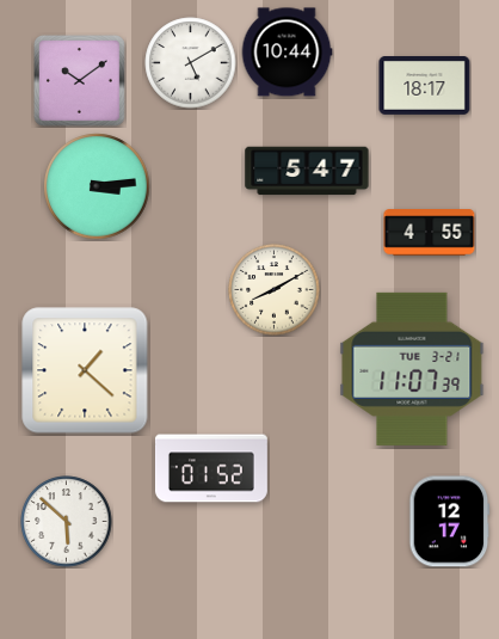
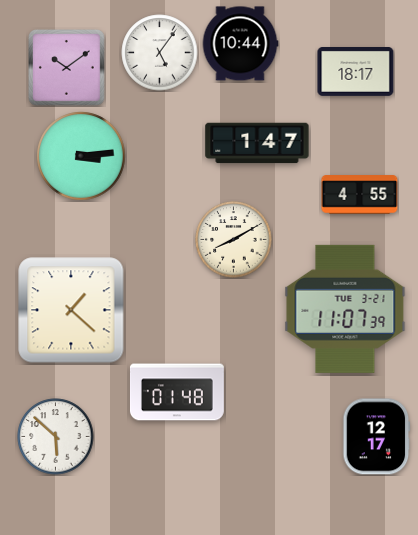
clock at (191, 63): 5:10 -> 5:06
clock at (307, 171): 5:47 -> 1:47
clock at (275, 290) position: (275, 290) -> (234, 240)
clock at (211, 468): 01:52 -> 01:48
